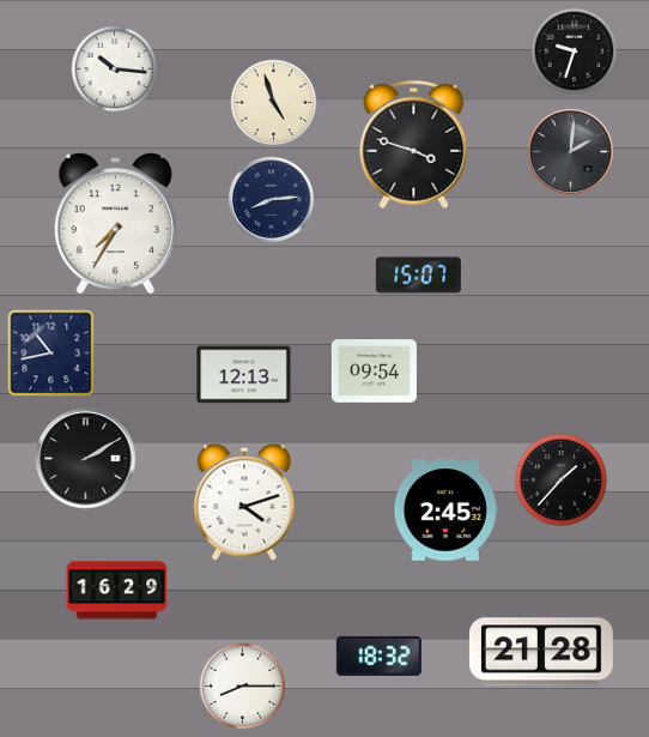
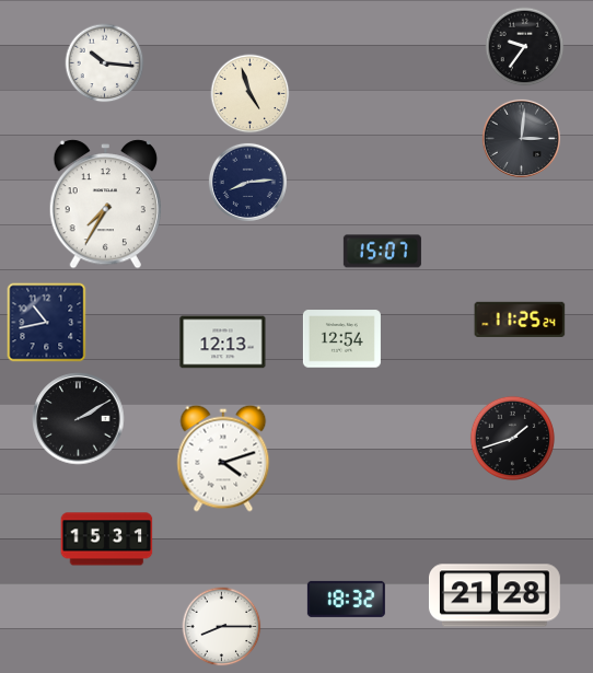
clock at (575, 52): 9:33 -> 9:36
clock at (414, 145): 3:48 -> none
clock at (570, 151): 2:01 -> 3:01
clock at (520, 320): none -> 11:25
clock at (374, 371): 09:54 -> 12:54
clock at (560, 479): 1:37 -> 1:42
clock at (445, 511): 2:45 -> none
clock at (117, 591): 16:29 -> 15:31
